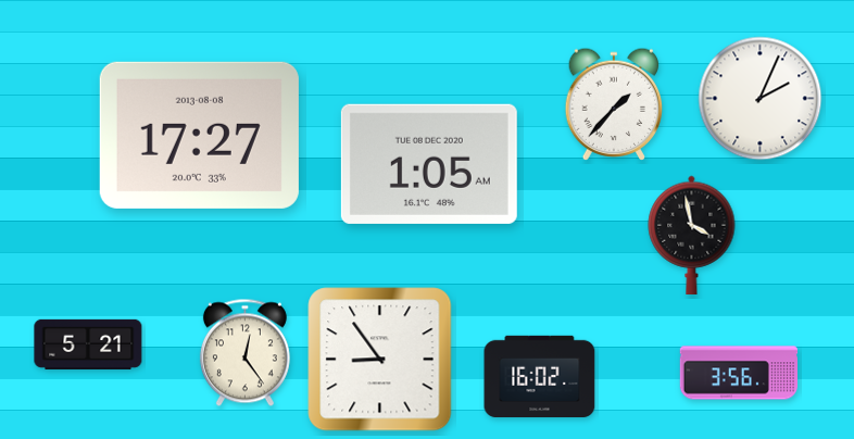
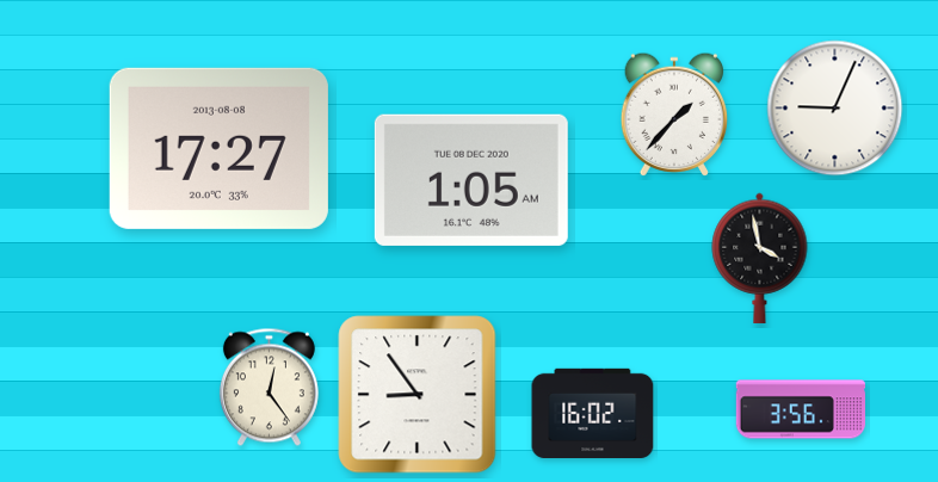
clock at (761, 99): 2:04 -> 9:04
clock at (88, 344): 5:21 -> none
clock at (738, 373) position: (738, 373) -> (800, 409)
